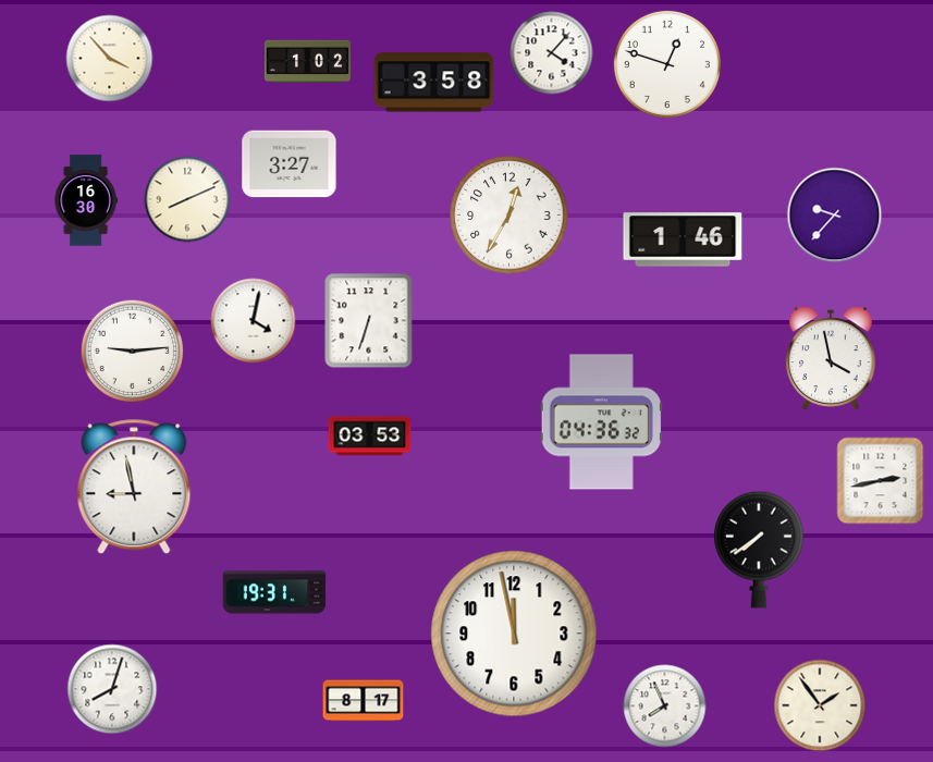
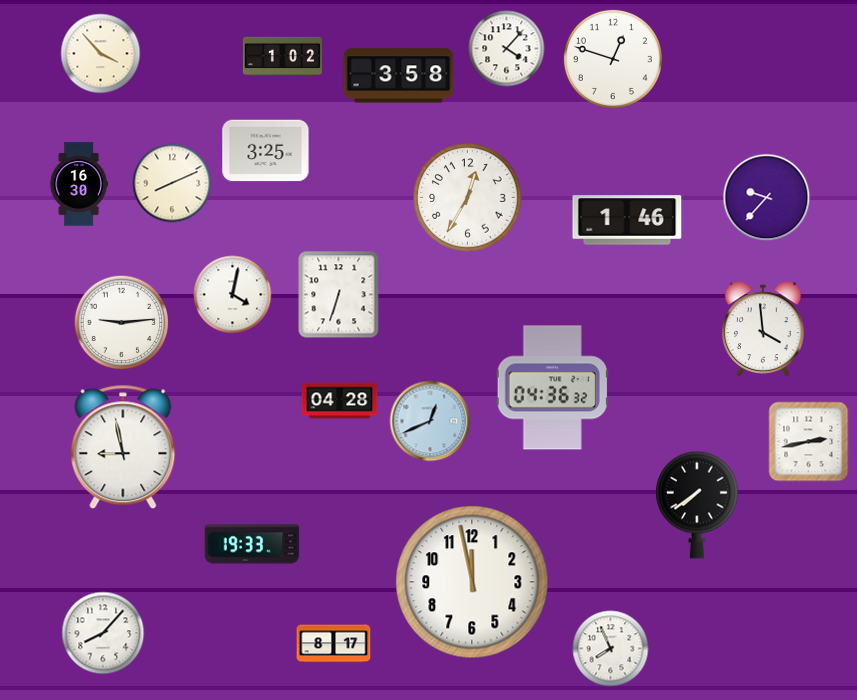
clock at (290, 164): 3:27 -> 3:25
clock at (831, 358): 3:58 -> 3:59
clock at (370, 437): 03:53 -> 04:28
clock at (430, 421): none -> 12:41
clock at (274, 592): 19:31 -> 19:33
clock at (112, 689): 8:03 -> 8:07
clock at (820, 705): 1:54 -> none
